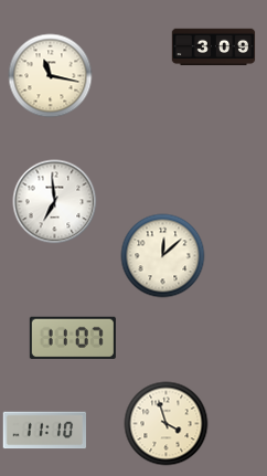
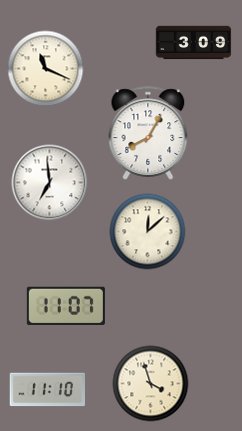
clock at (51, 76): 11:17 -> 11:19
clock at (148, 133): none -> 8:05
clock at (44, 431) position: (44, 431) -> (47, 390)
